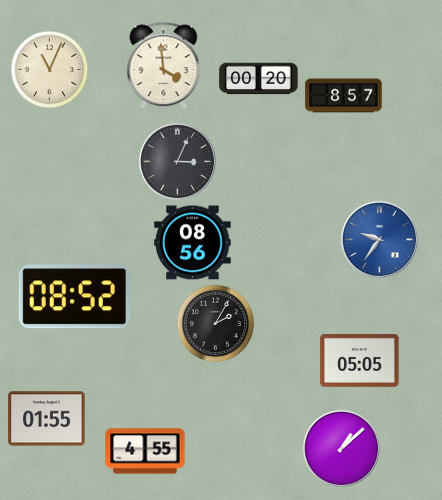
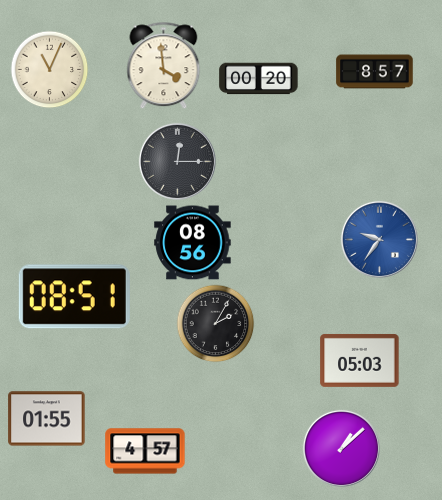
clock at (344, 96) position: (344, 96) -> (375, 72)
clock at (177, 161): 3:04 -> 12:15
clock at (74, 297): 08:52 -> 08:51
clock at (360, 360): 05:05 -> 05:03
clock at (145, 451): 4:55 -> 4:57
